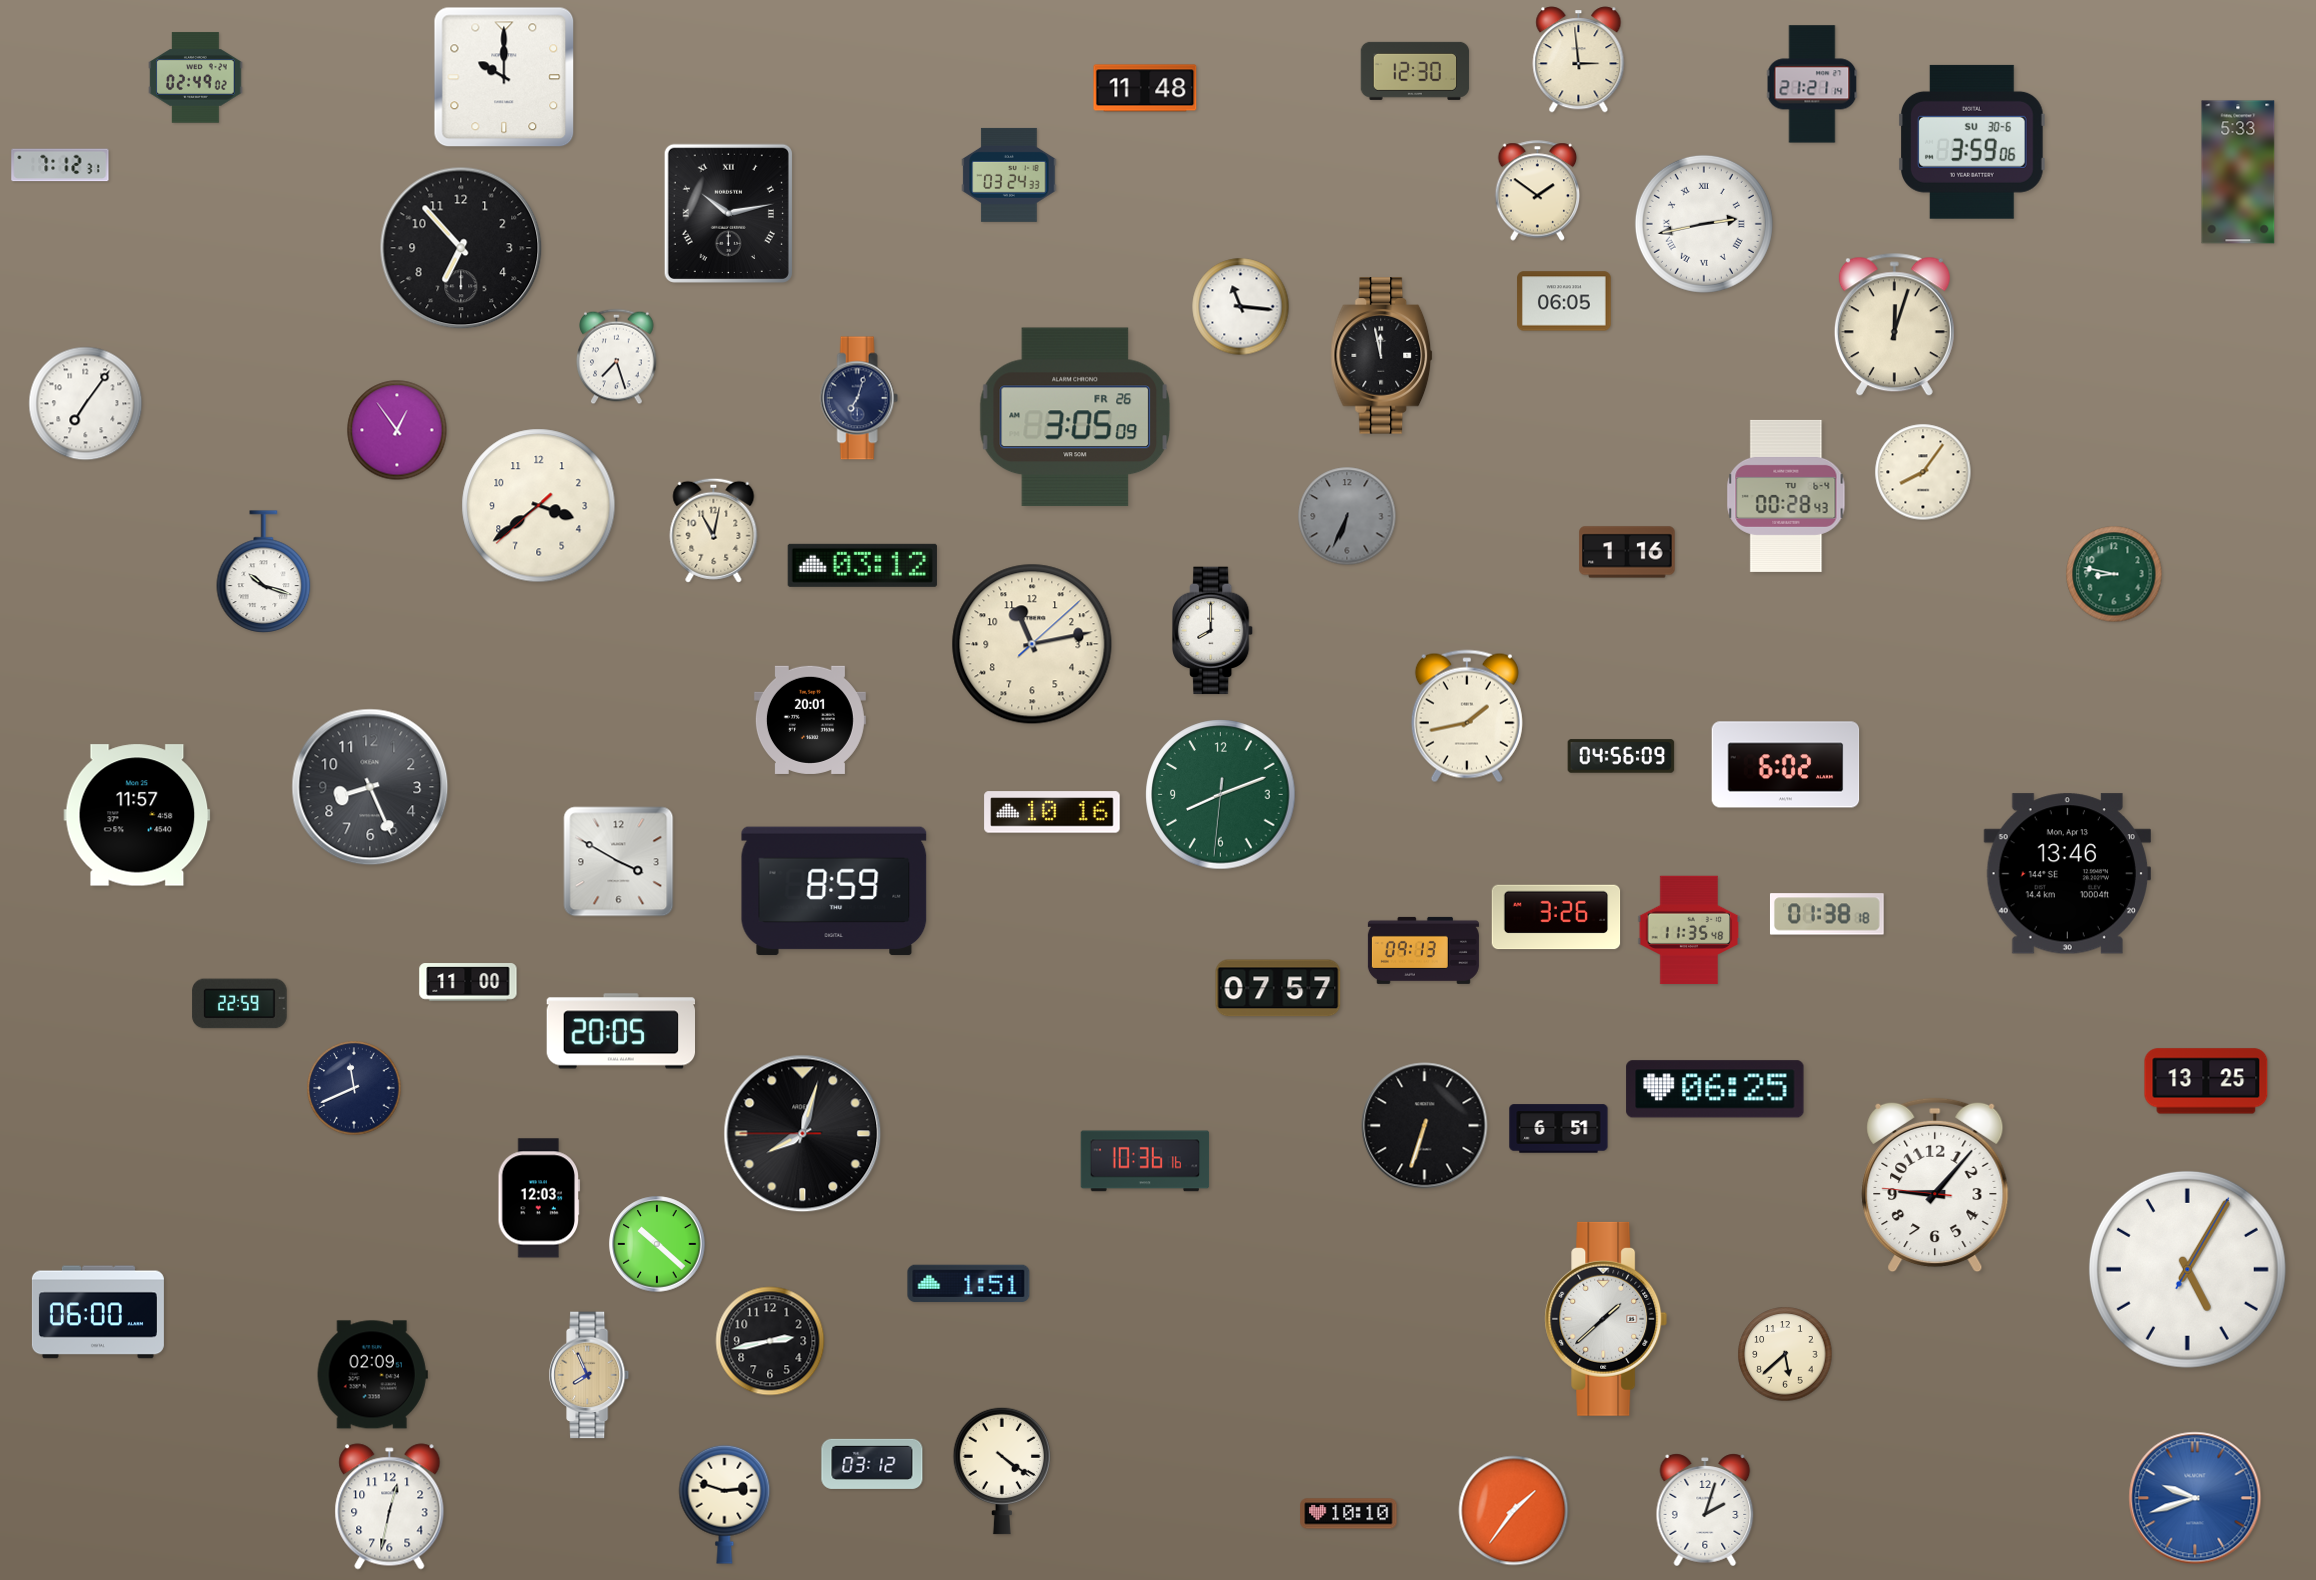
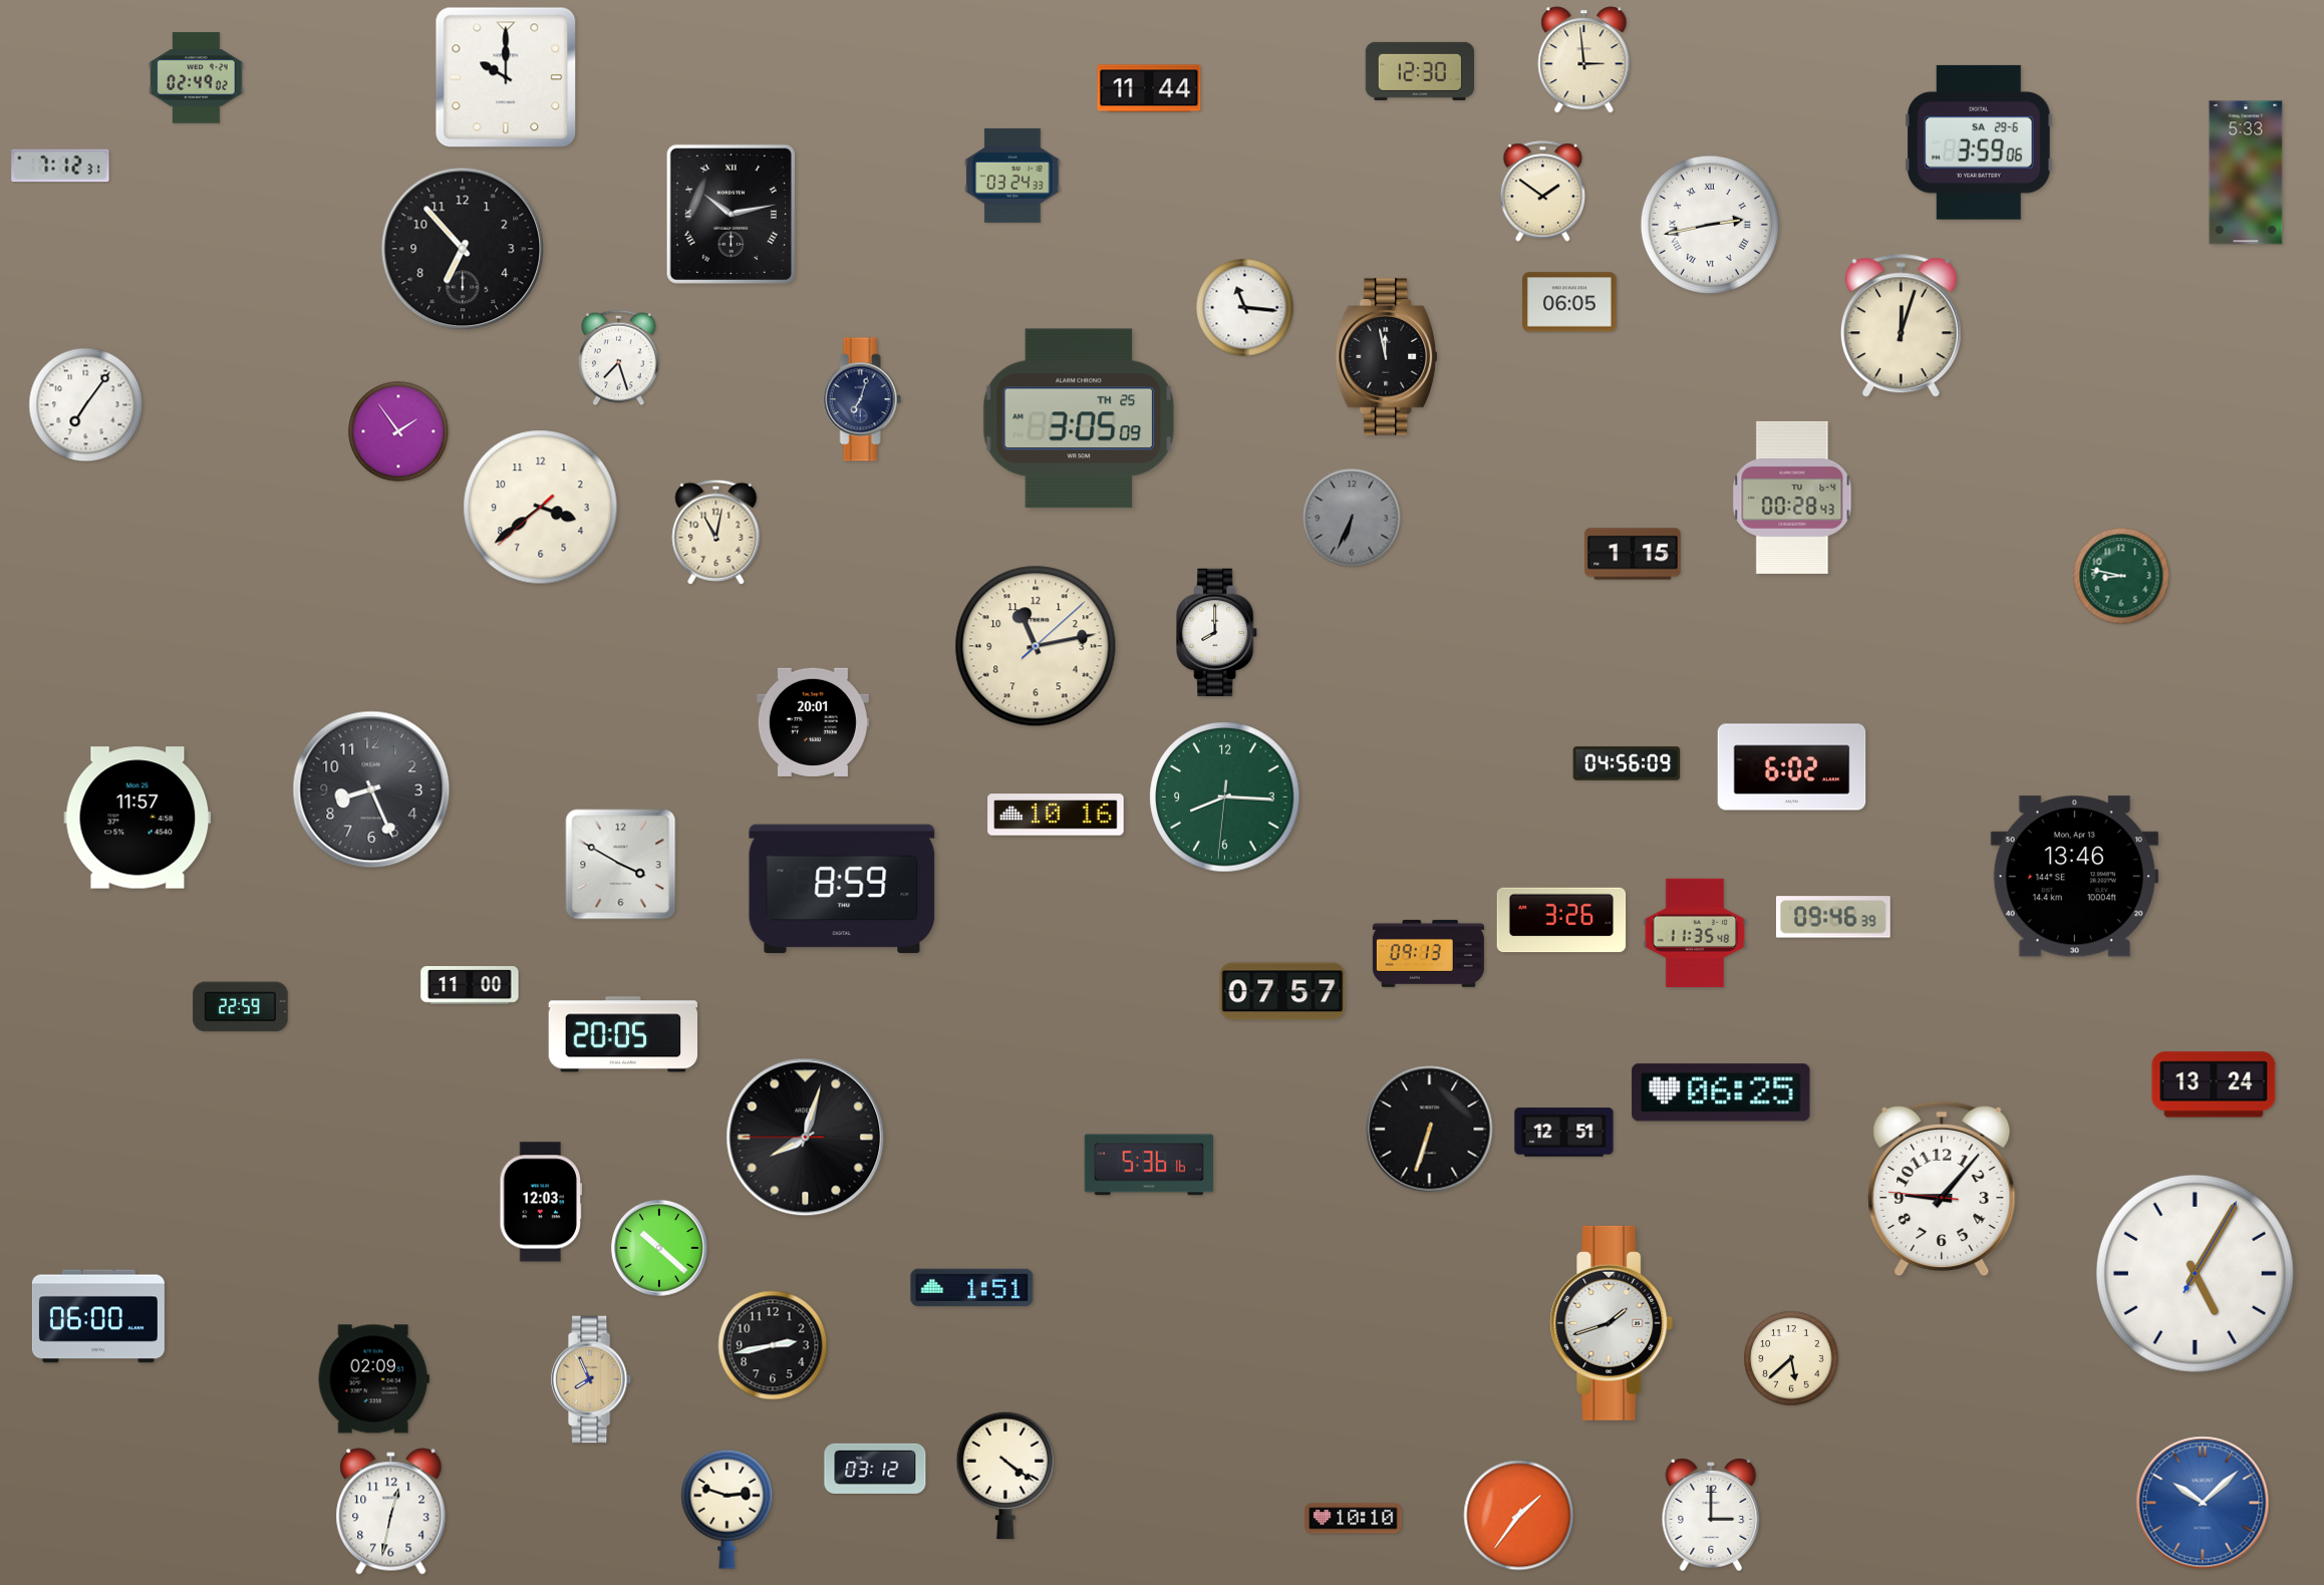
clock at (1812, 84): 21:21 -> none
clock at (1145, 88): 11:48 -> 11:44
clock at (1973, 142) date: SU 30-6 -> SA 29-6
clock at (1075, 417) date: FR 26 -> TH 25
clock at (397, 430): 12:54 -> 1:54
clock at (1923, 472): 8:06 -> none
clock at (1627, 552): 1:16 -> 1:15
clock at (862, 565): 03:12 -> none
clock at (264, 572): 10:18 -> none
clock at (1467, 716): 1:43 -> none
clock at (1621, 756) position: (1621, 756) -> (1627, 763)
clock at (1221, 795): 8:11 -> 8:15
clock at (834, 891) position: (834, 891) -> (842, 889)
clock at (1827, 914): 01:38 -> 09:46
clock at (2206, 1081): 13:25 -> 13:24
clock at (354, 1088): 11:41 -> none
clock at (1559, 1129): 6:51 -> 12:51
clock at (1145, 1161): 10:36 -> 5:36
clock at (1606, 1319): 1:38 -> 1:42
clock at (2195, 1498): 9:42 -> 10:08
clock at (1705, 1510): 2:03 -> 3:00
